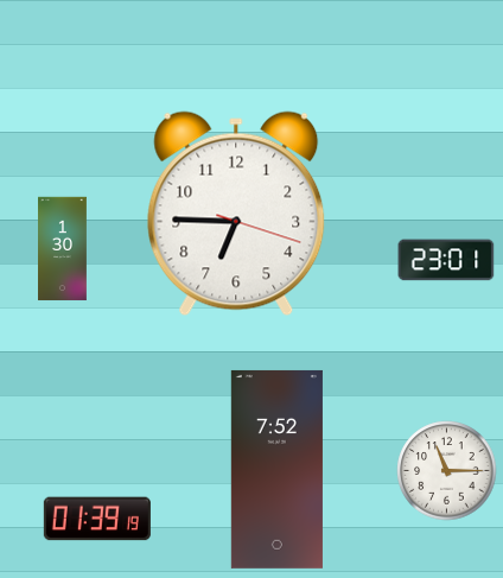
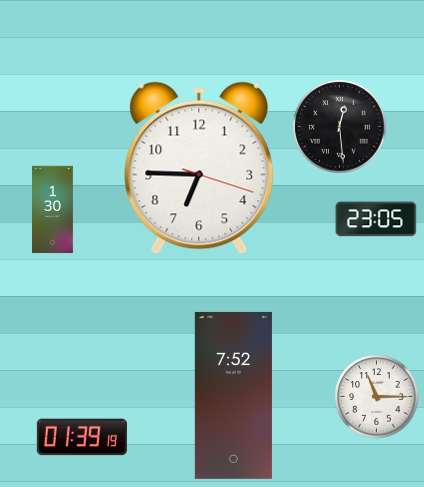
clock at (340, 127): none -> 12:29
clock at (236, 214) position: (236, 214) -> (199, 168)
clock at (446, 260): 23:01 -> 23:05
